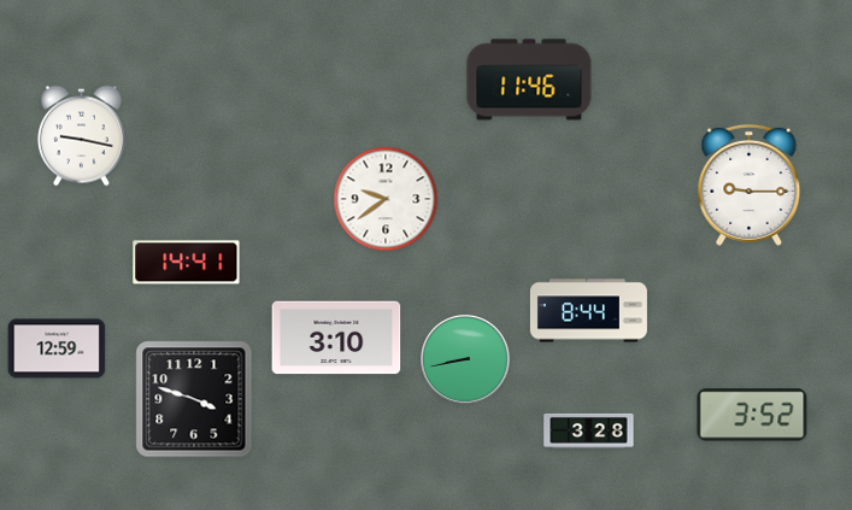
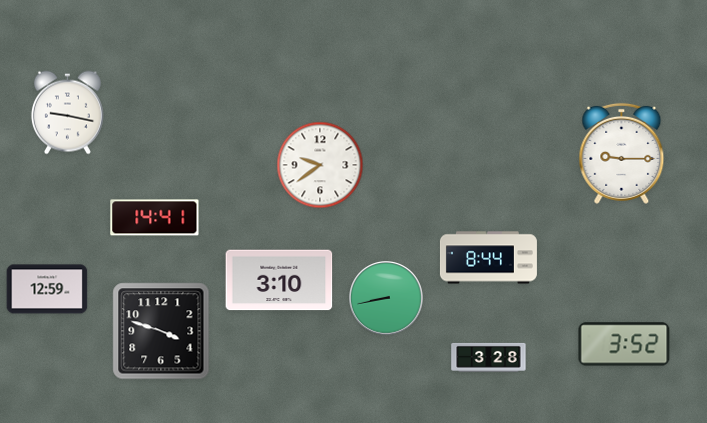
clock at (529, 80): 11:46 -> none
